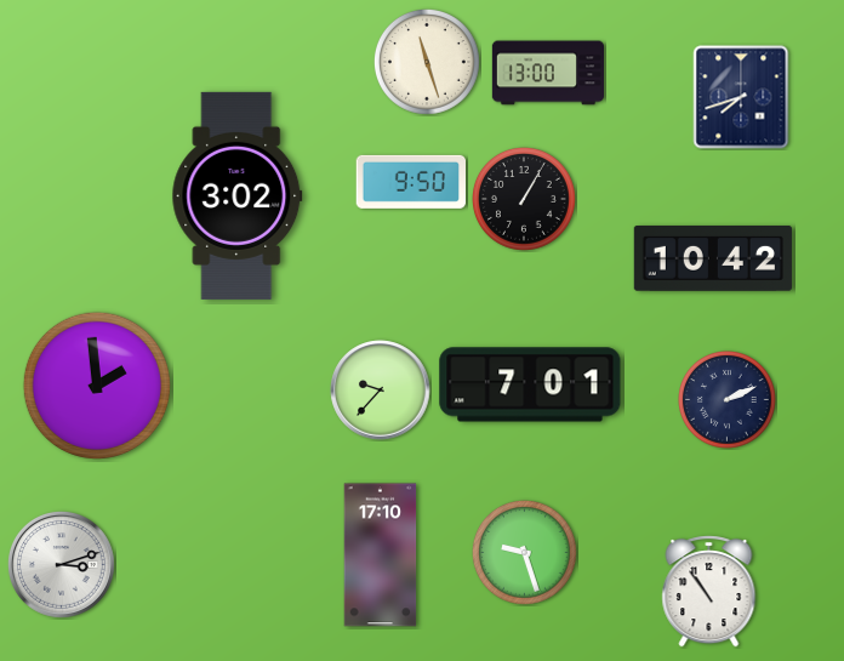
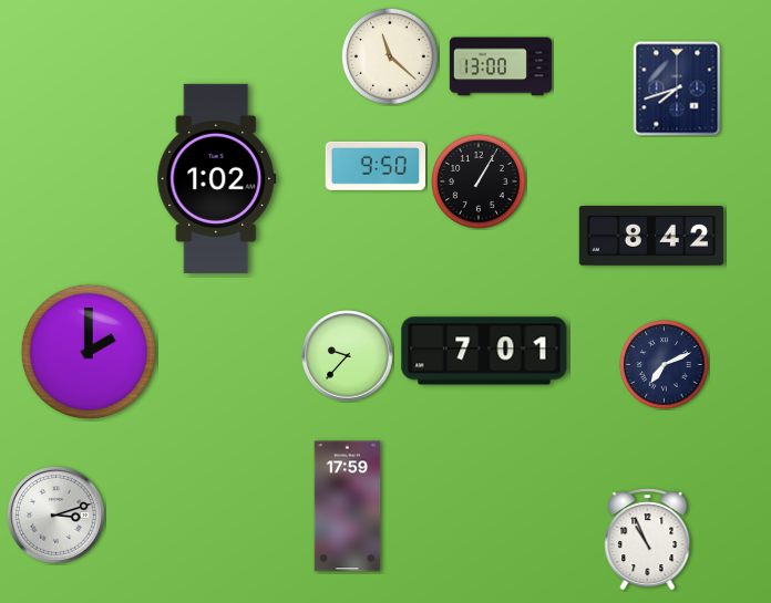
clock at (427, 62): 11:27 -> 11:22
clock at (238, 195): 3:02 -> 1:02
clock at (713, 258): 10:42 -> 8:42
clock at (97, 386): 1:59 -> 2:00
clock at (728, 400): 2:11 -> 7:11
clock at (525, 553): 9:27 -> none
clock at (381, 555): 17:10 -> 17:59
clock at (709, 592): 10:54 -> 10:56
